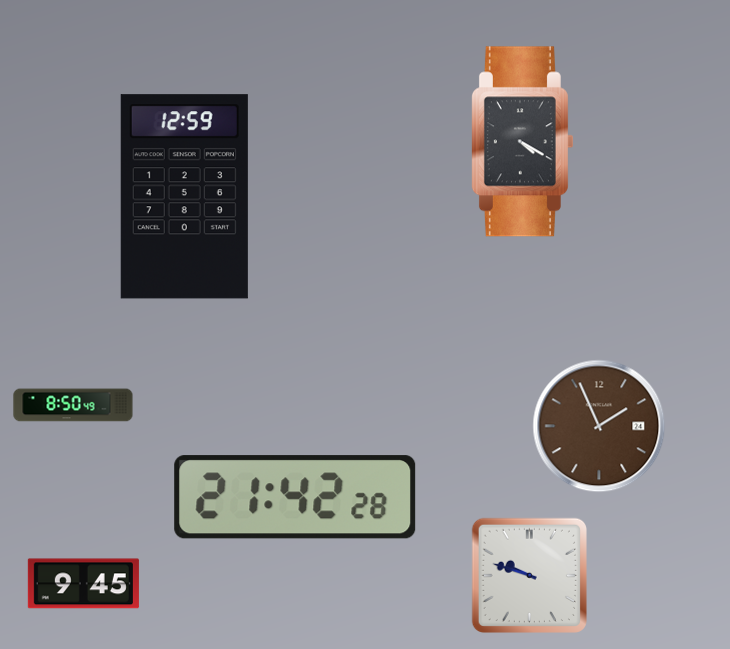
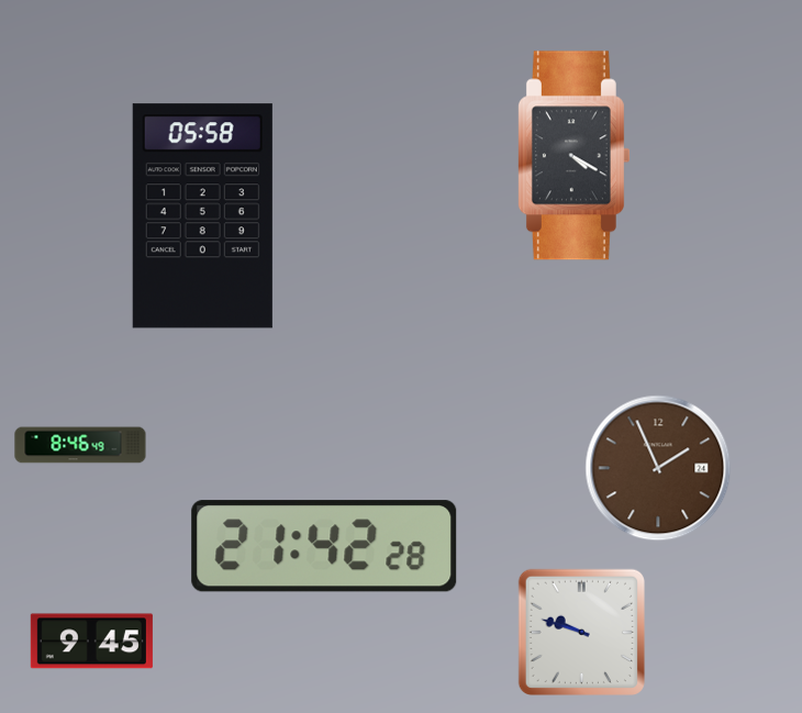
clock at (184, 197): 12:59 -> 05:58
clock at (73, 405): 8:50 -> 8:46
